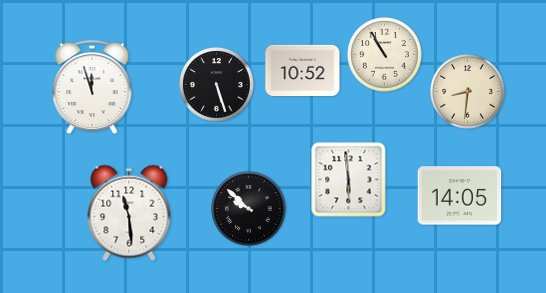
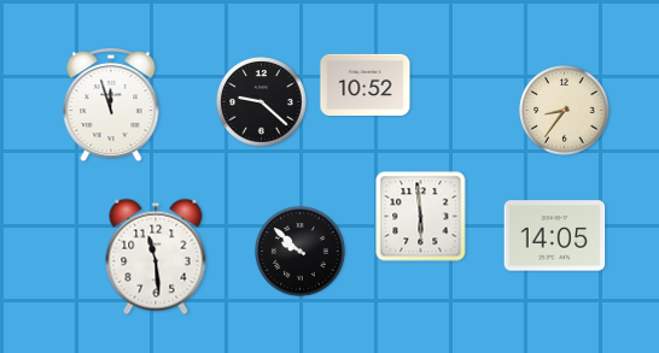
clock at (385, 55): 10:55 -> none
clock at (217, 85): 5:27 -> 9:22
clock at (468, 92): 8:31 -> 8:36
